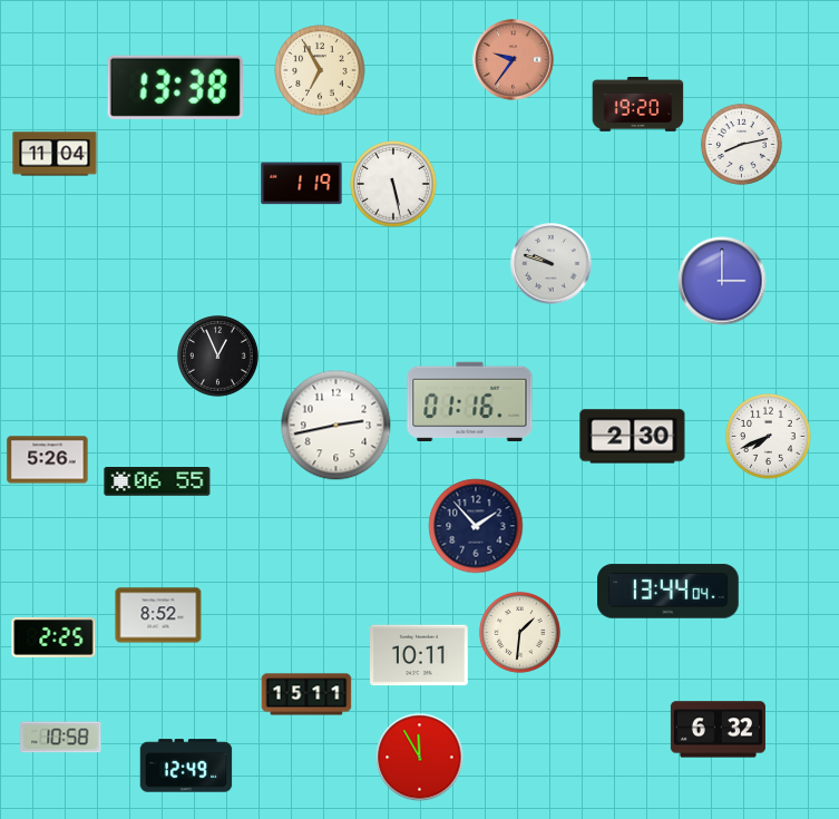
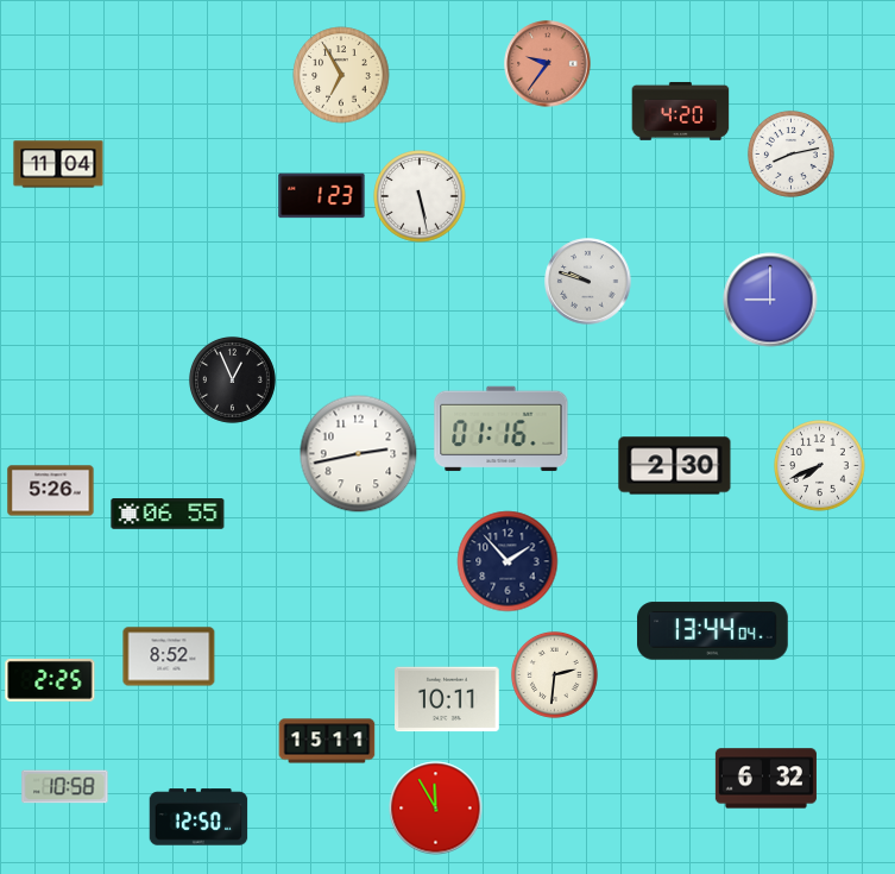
clock at (175, 87): 13:38 -> none
clock at (638, 104): 19:20 -> 4:20
clock at (302, 184): 1:19 -> 1:23
clock at (722, 281): 3:00 -> 9:00
clock at (519, 632): 1:31 -> 2:31
clock at (53, 637) position: (53, 637) -> (50, 680)
clock at (420, 758) position: (420, 758) -> (436, 809)
clock at (186, 766): 12:49 -> 12:50
